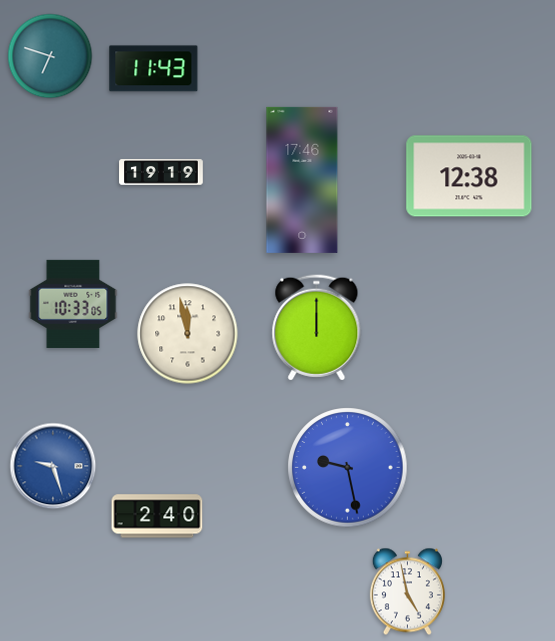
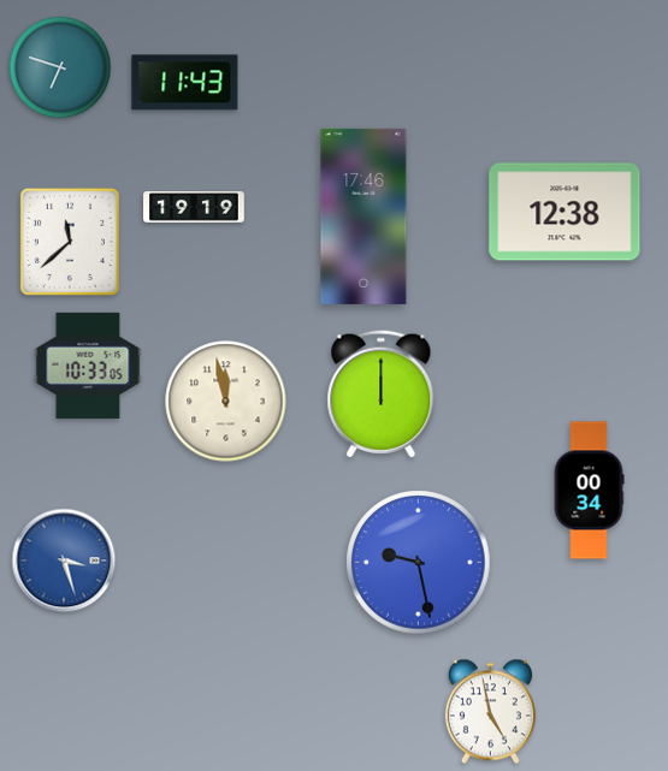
clock at (70, 242): none -> 11:38
clock at (589, 491): none -> 00:34
clock at (53, 466): 9:27 -> 3:27
clock at (157, 516): 2:40 -> none
